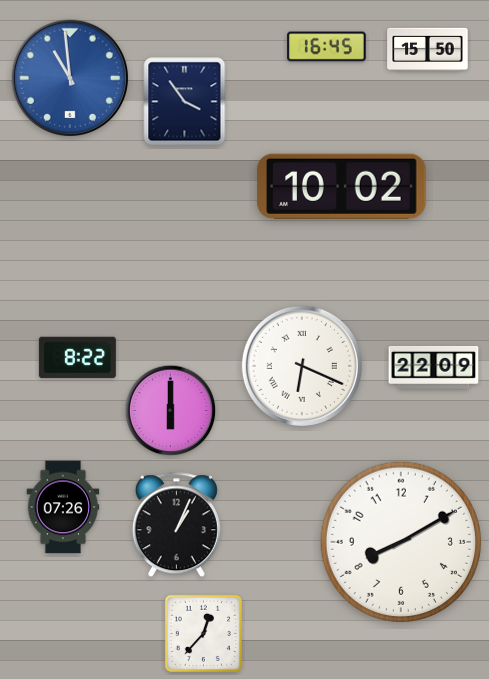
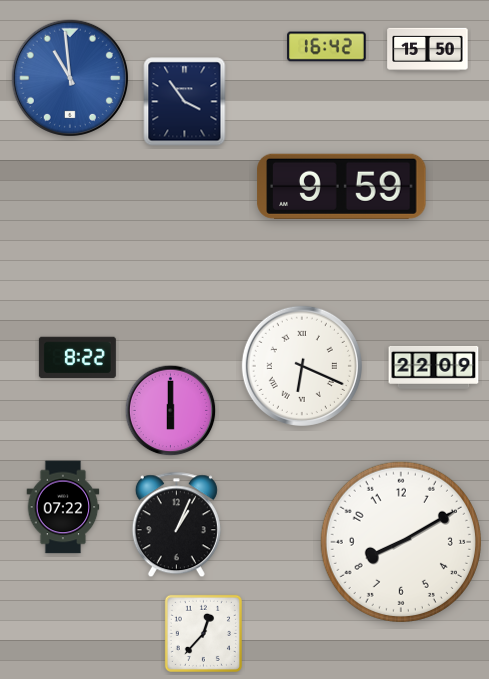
clock at (327, 47): 16:45 -> 16:42
clock at (342, 186): 10:02 -> 9:59
clock at (63, 507): 07:26 -> 07:22
